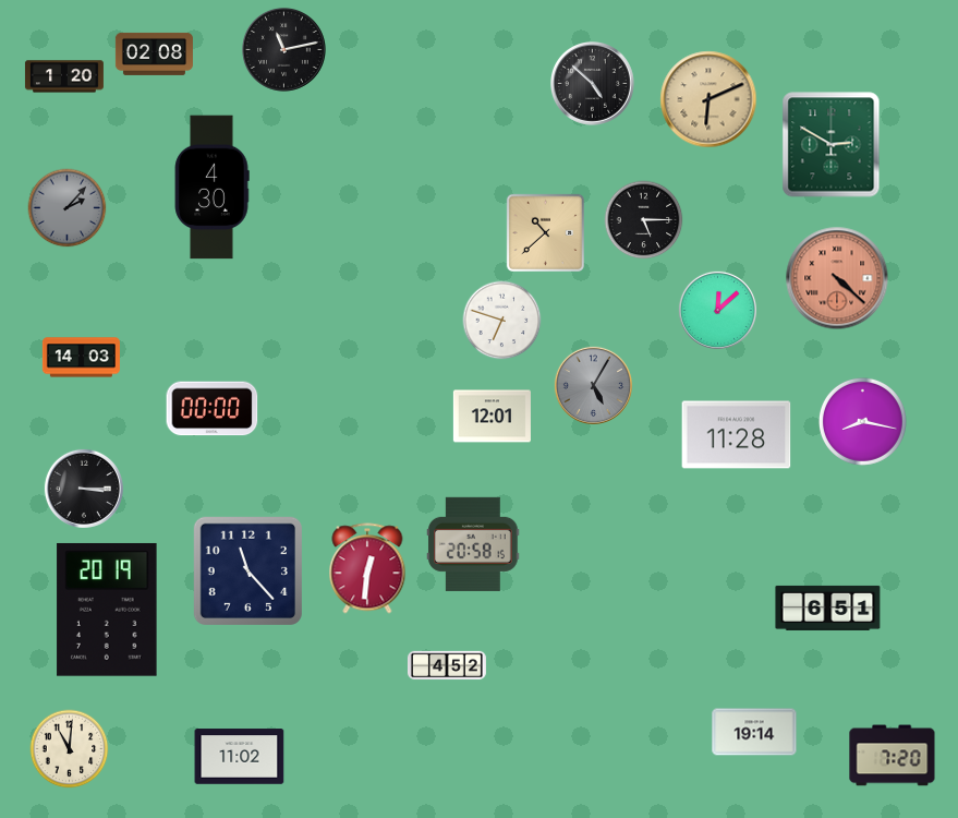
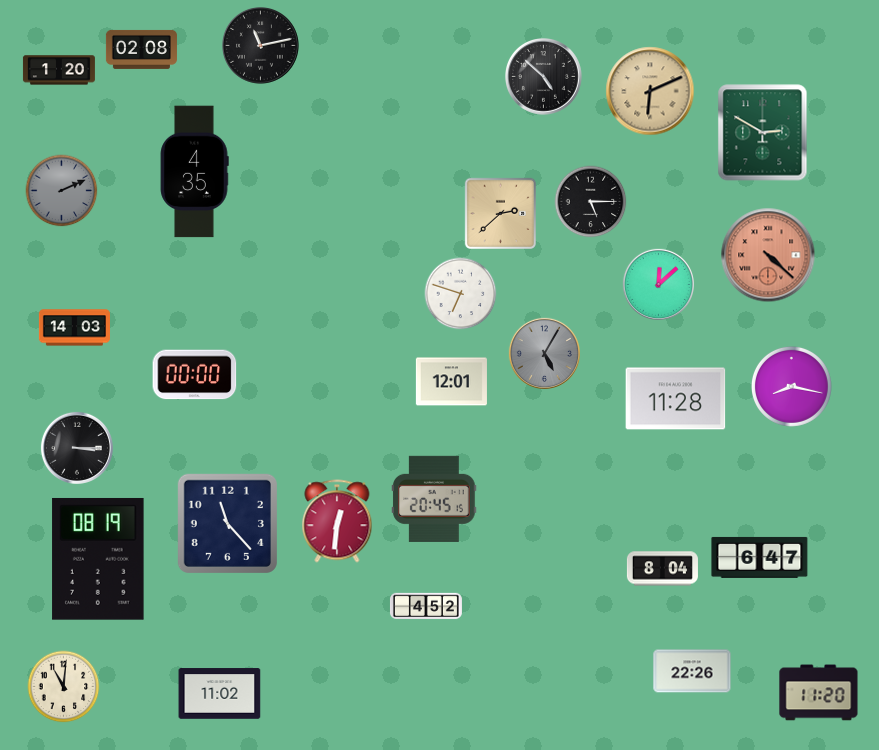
clock at (211, 188): 4:30 -> 4:35
clock at (68, 208): 2:07 -> 2:11
clock at (545, 232): 10:38 -> 2:38
clock at (473, 544): 20:58 -> 20:45
clock at (828, 608): 6:51 -> 6:47
clock at (107, 610): 20:19 -> 08:19
clock at (662, 569): none -> 8:04
clock at (447, 665) position: (447, 665) -> (426, 606)
clock at (754, 732): 19:14 -> 22:26
clock at (893, 756): 7:20 -> 11:20
